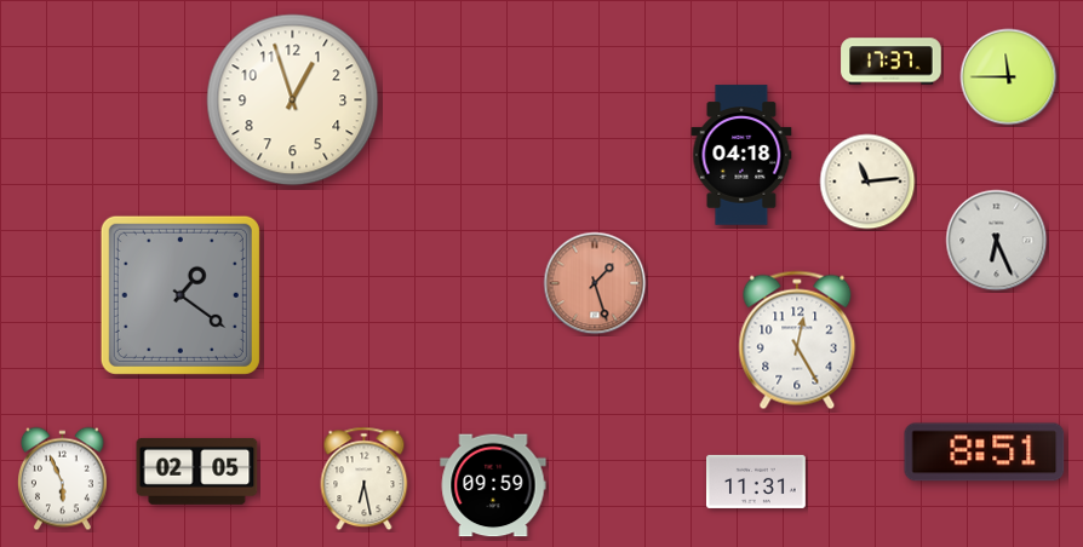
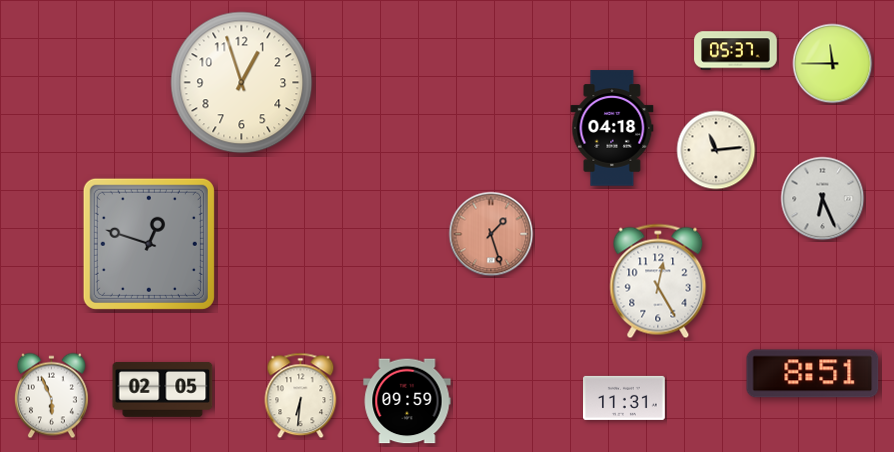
clock at (892, 62): 17:37 -> 05:37
clock at (180, 295): 1:21 -> 12:48
clock at (365, 479): 6:28 -> 6:31
